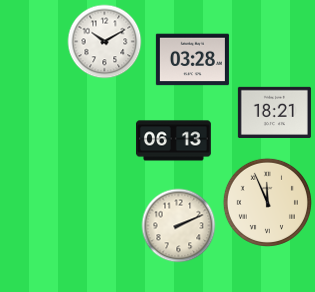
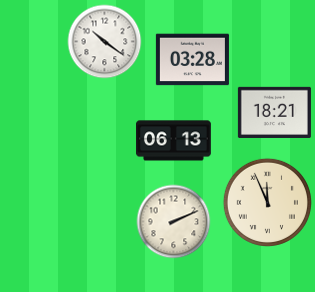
clock at (105, 42): 10:10 -> 10:21
clock at (179, 226) position: (179, 226) -> (174, 222)
